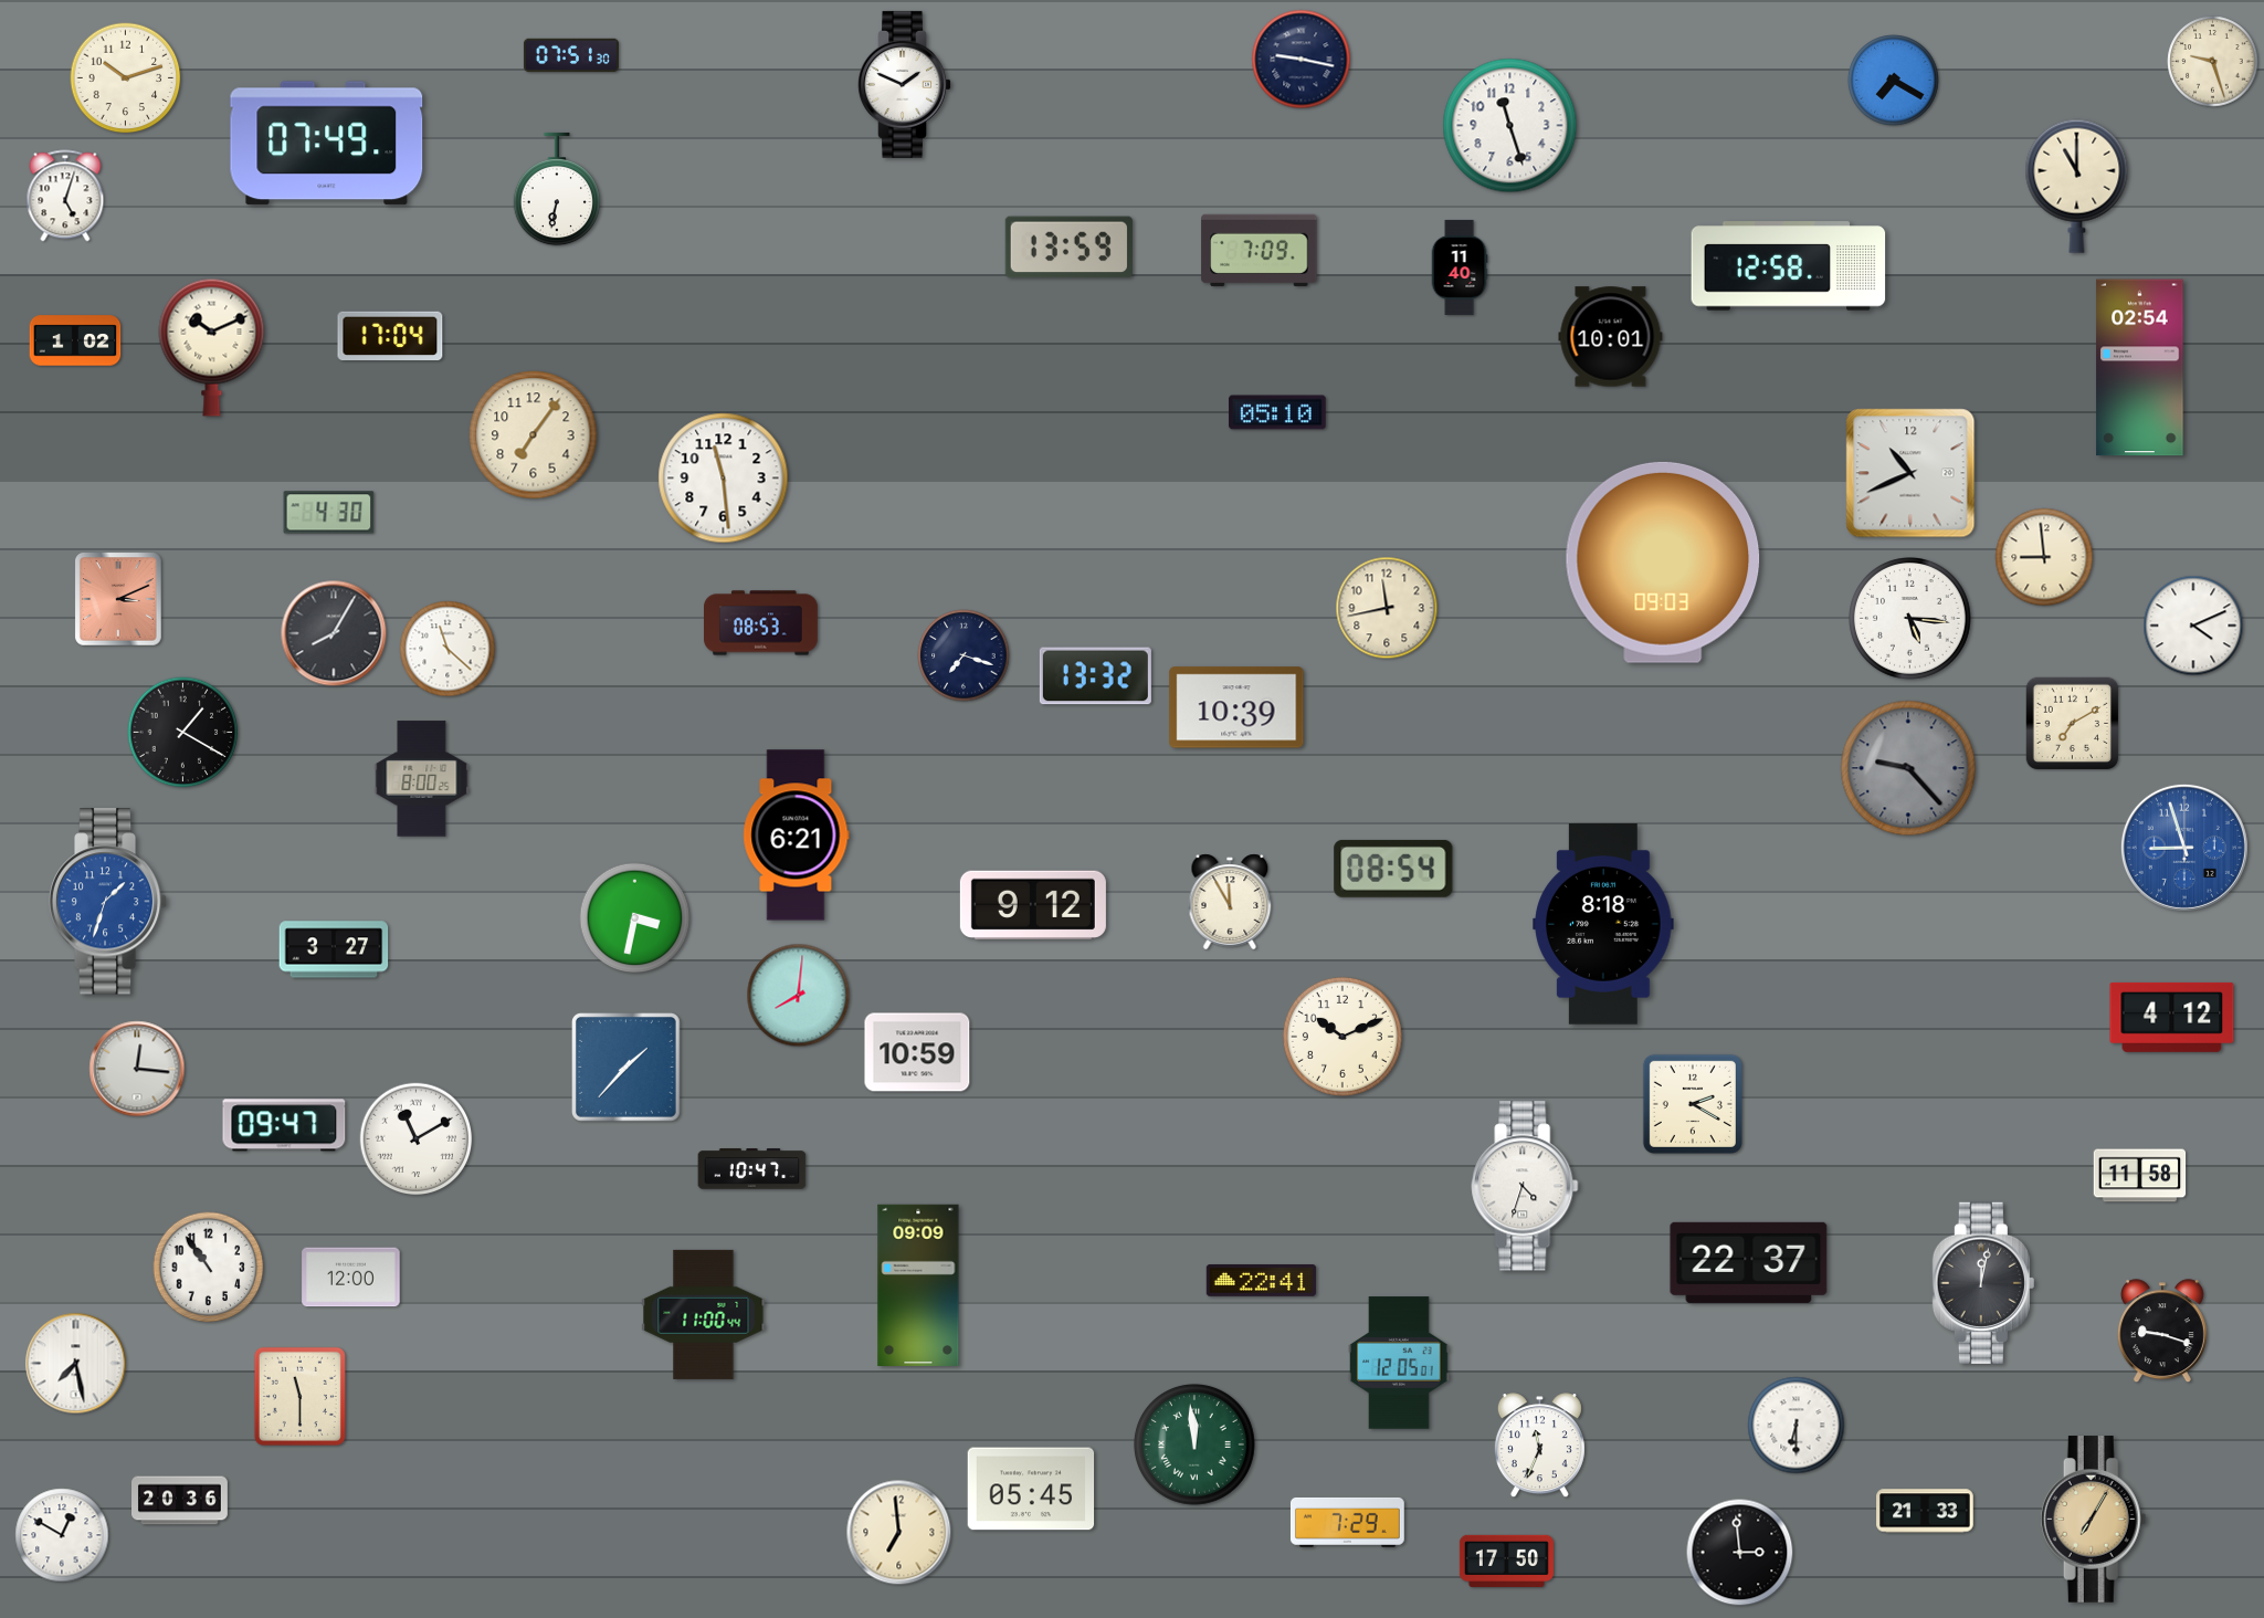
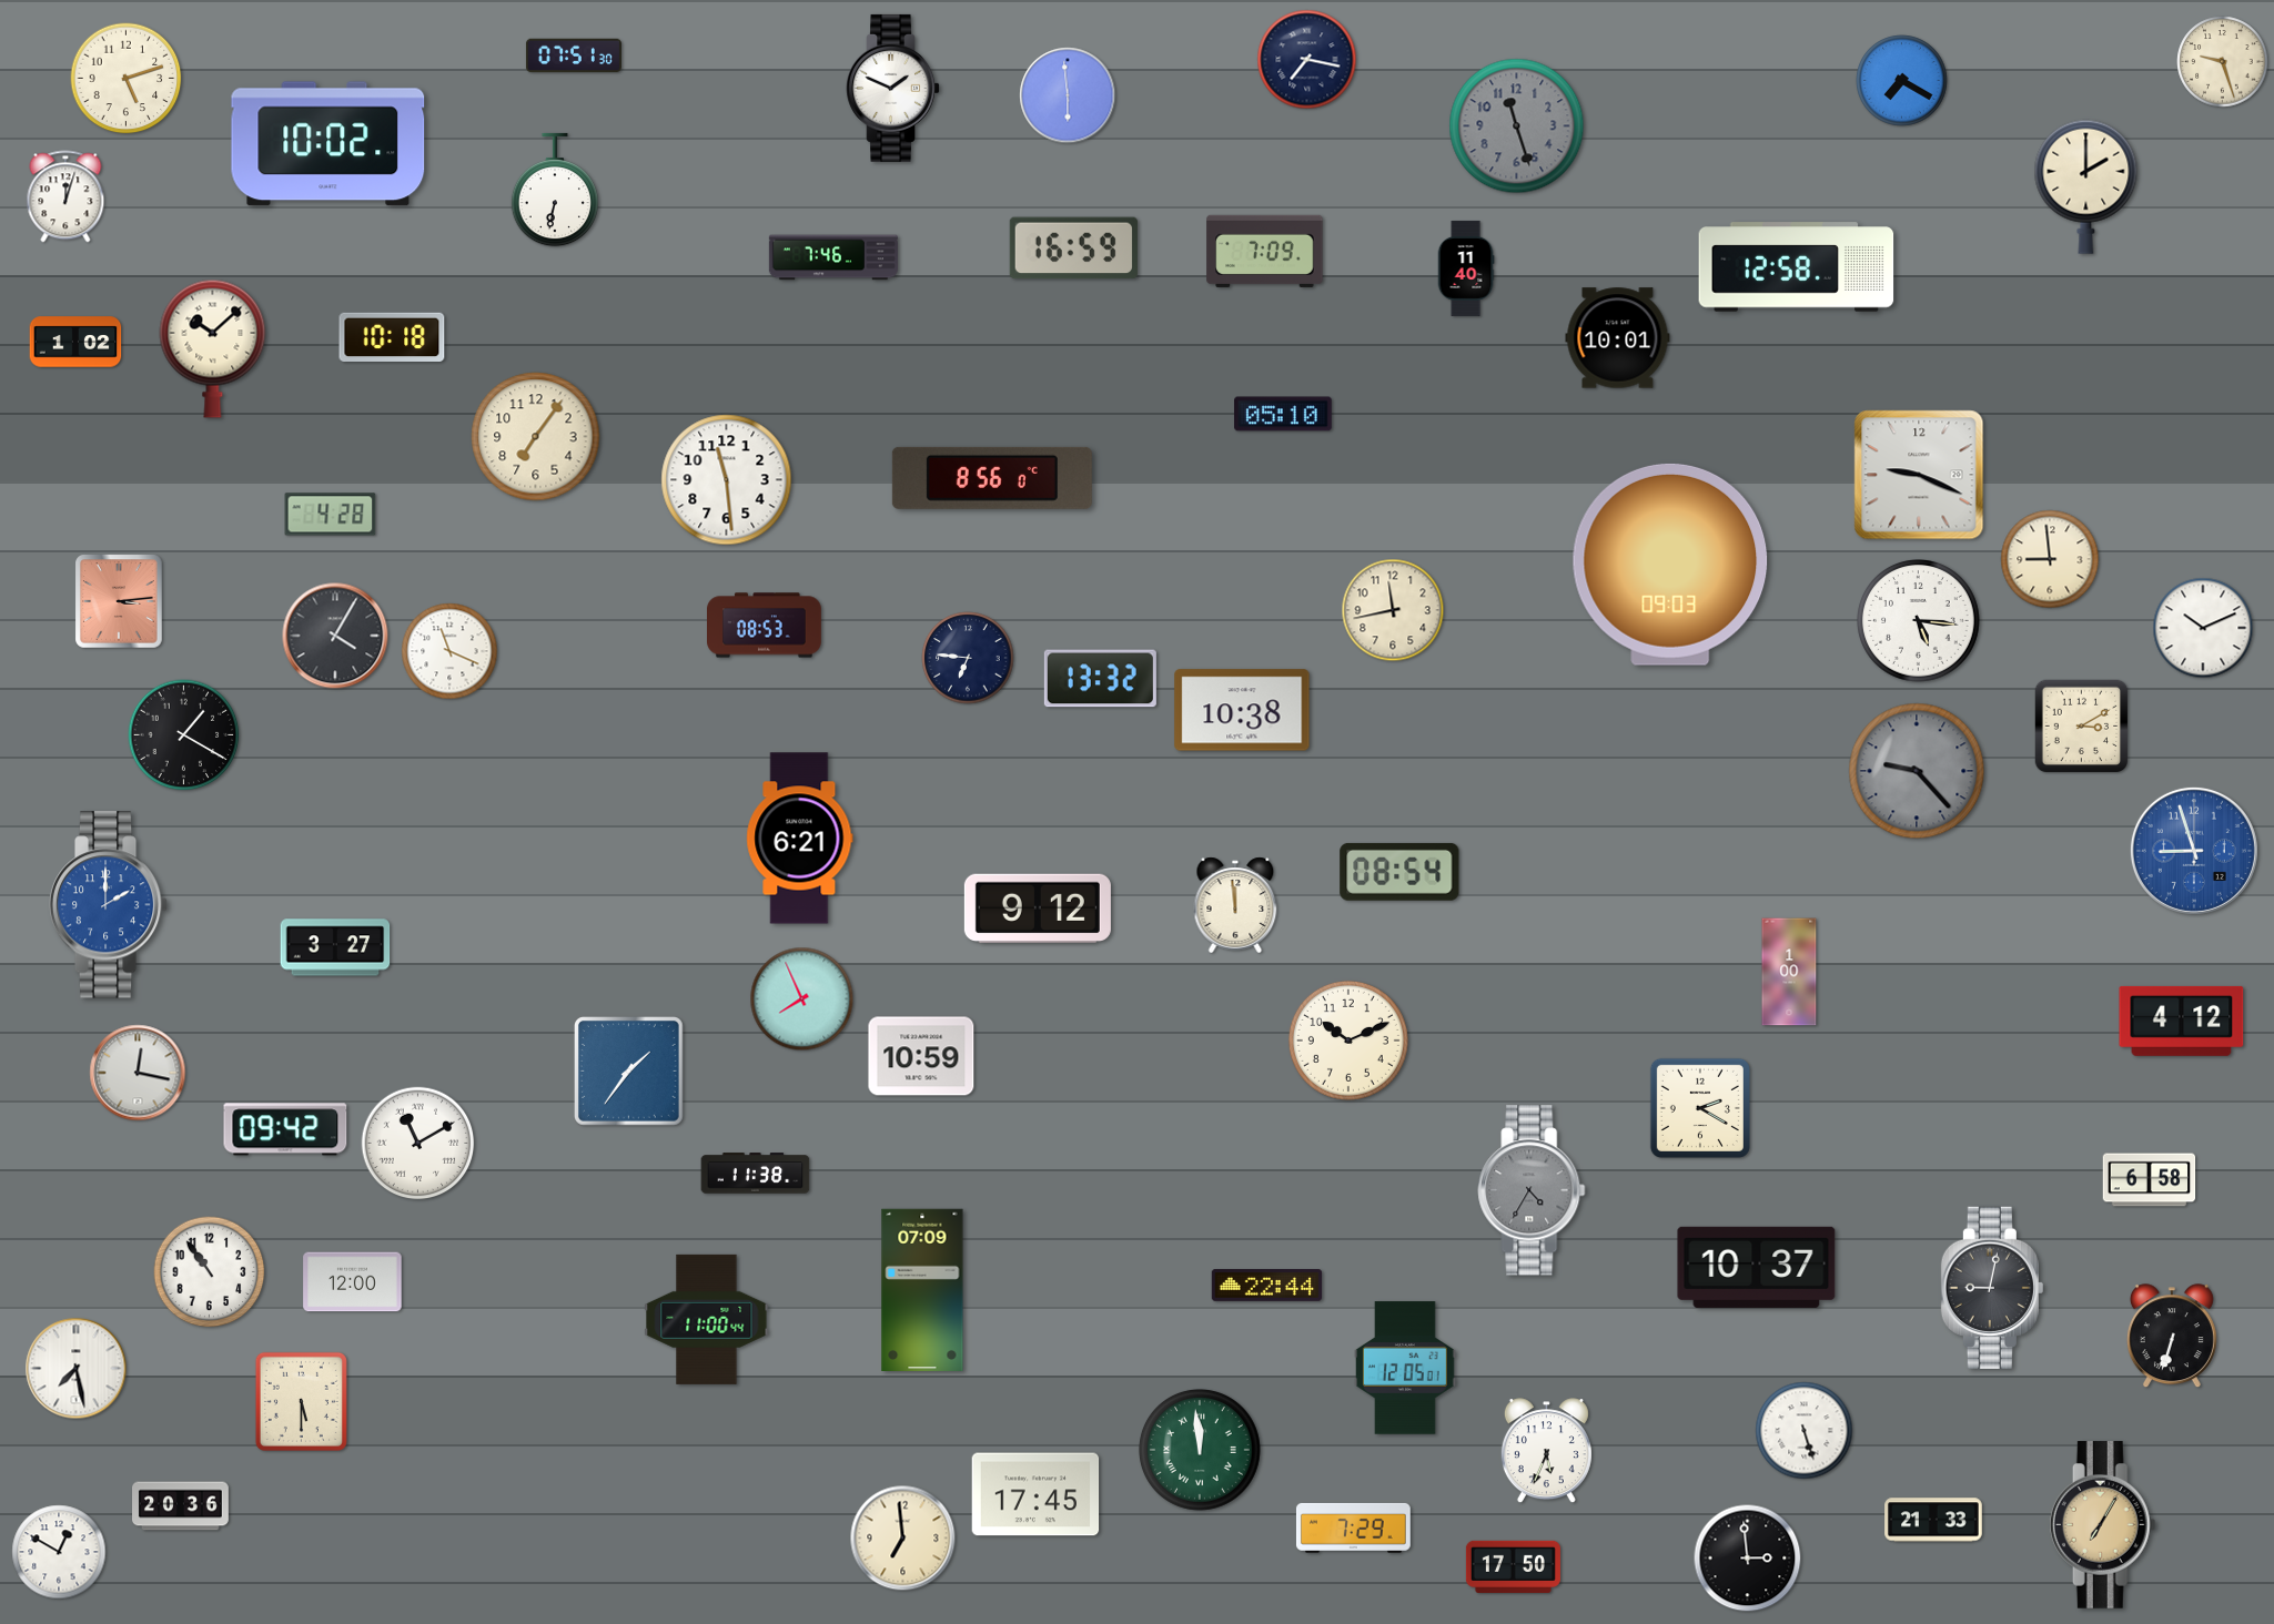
clock at (1302, 60): 9:17 -> 7:17
clock at (126, 78): 10:12 -> 5:12
clock at (905, 84) position: (905, 84) -> (893, 88)
clock at (1068, 95): none -> 5:59
clock at (1510, 126) dial: white -> grey
clock at (327, 144): 07:49 -> 10:02
clock at (2077, 186): 11:00 -> 2:00
clock at (556, 189) position: (556, 189) -> (554, 190)
clock at (65, 196): 5:03 -> 12:03
clock at (1068, 248): 13:59 -> 16:59
clock at (833, 257): none -> 7:46
clock at (390, 336): 17:04 -> 10:18
clock at (212, 347): 10:11 -> 10:08
clock at (2140, 368): 02:54 -> none
clock at (1910, 473): 10:41 -> 9:19
clock at (992, 478): none -> 8:56
clock at (329, 513): 4:30 -> 4:28
clock at (2044, 557) position: (2044, 557) -> (2050, 559)
clock at (118, 599): 3:11 -> 3:14
clock at (2193, 626): 4:11 -> 10:11
clock at (334, 633): 8:05 -> 4:05
clock at (447, 649): 11:22 -> 11:19
clock at (963, 655): 7:18 -> 6:46
clock at (1236, 707): 10:39 -> 10:38
clock at (2073, 724): 7:10 -> 3:10
clock at (422, 779): 8:00 -> none
clock at (108, 902): 1:33 -> 2:00
clock at (1230, 902): 11:55 -> 11:59
clock at (635, 918): 3:32 -> none
clock at (1603, 924): 8:18 -> none
clock at (334, 949) position: (334, 949) -> (335, 947)
clock at (1789, 972): none -> 1:00
clock at (799, 996): 8:01 -> 7:56
clock at (626, 1068): 1:37 -> 1:36
clock at (137, 1069): 12:16 -> 12:17
clock at (284, 1125): 09:47 -> 09:42
clock at (752, 1169): 10:47 -> 11:38
clock at (2140, 1176): 11:58 -> 6:58
clock at (1525, 1186): 4:33 -> 4:35
clock at (1525, 1186) dial: white -> grey
clock at (1749, 1262): 22:37 -> 10:37
clock at (1262, 1281): 22:41 -> 22:44
clock at (1983, 1283): 12:02 -> 9:02
clock at (918, 1284): 09:09 -> 07:09
clock at (2162, 1332): 9:18 -> 6:33
clock at (299, 1396): 11:30 -> 5:30
clock at (1797, 1426): 6:30 -> 5:27
clock at (1539, 1446): 11:34 -> 5:34
clock at (1031, 1489): 05:45 -> 17:45
clock at (1925, 1511) position: (1925, 1511) -> (1933, 1520)
clock at (62, 1535) position: (62, 1535) -> (59, 1552)
